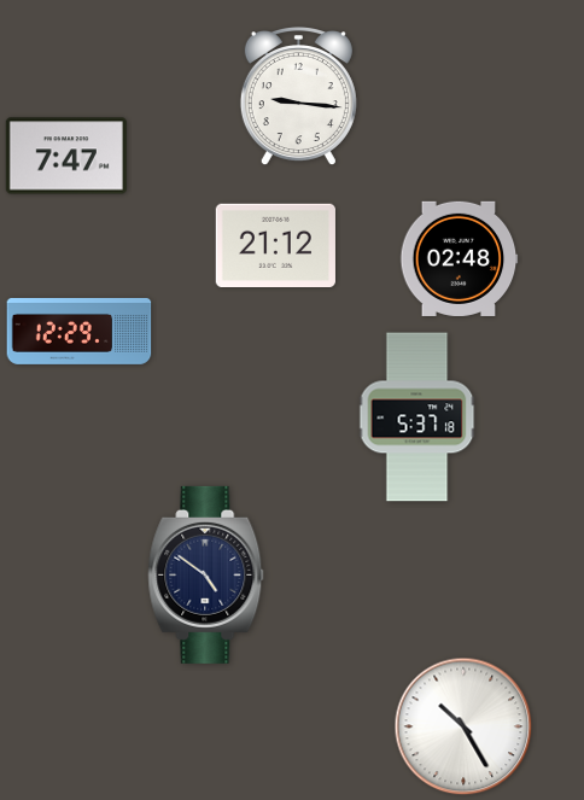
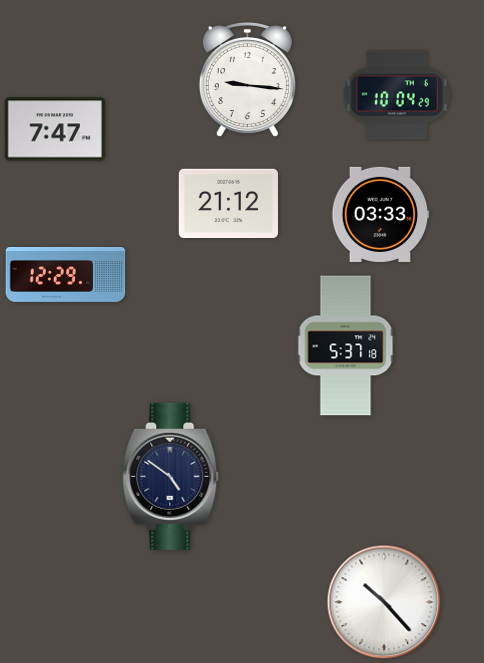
clock at (397, 95): none -> 10:04
clock at (460, 258): 02:48 -> 03:33
clock at (463, 726): 10:25 -> 10:23
